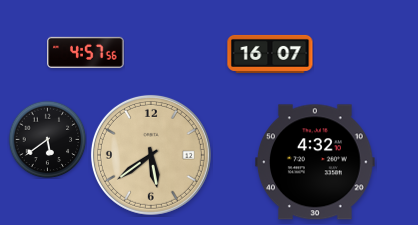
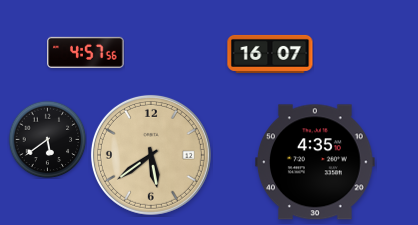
clock at (316, 162): 4:32 -> 4:35
